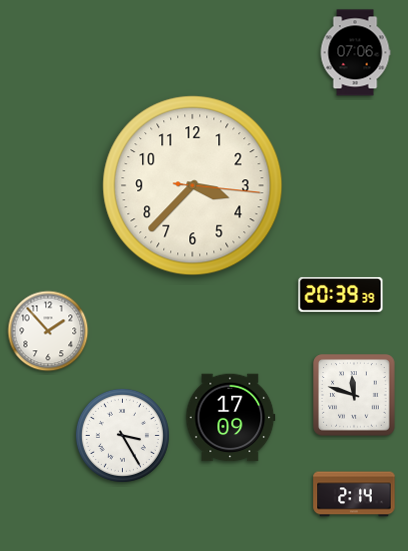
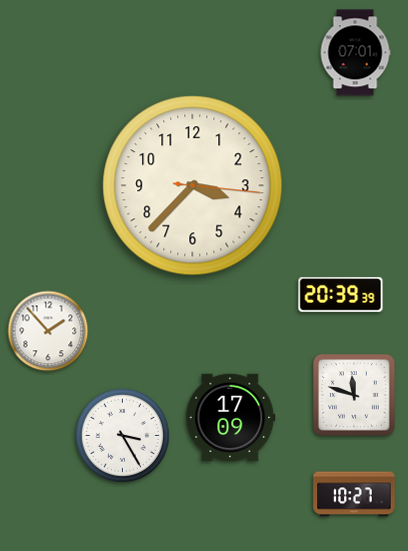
clock at (355, 53): 07:06 -> 07:01
clock at (354, 494): 2:14 -> 10:27
